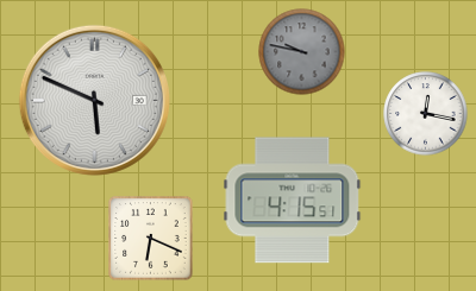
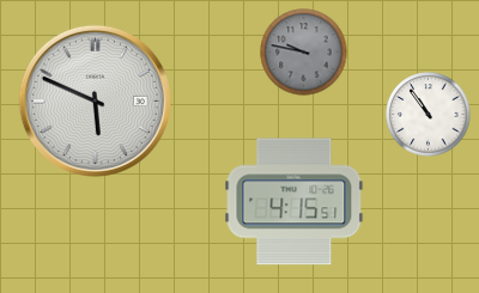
clock at (426, 114): 12:17 -> 10:54
clock at (151, 239): 6:19 -> none
